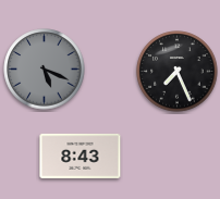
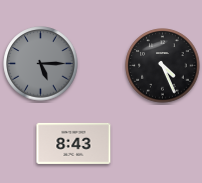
clock at (45, 70): 5:19 -> 5:15
clock at (178, 72): 7:26 -> 4:26
